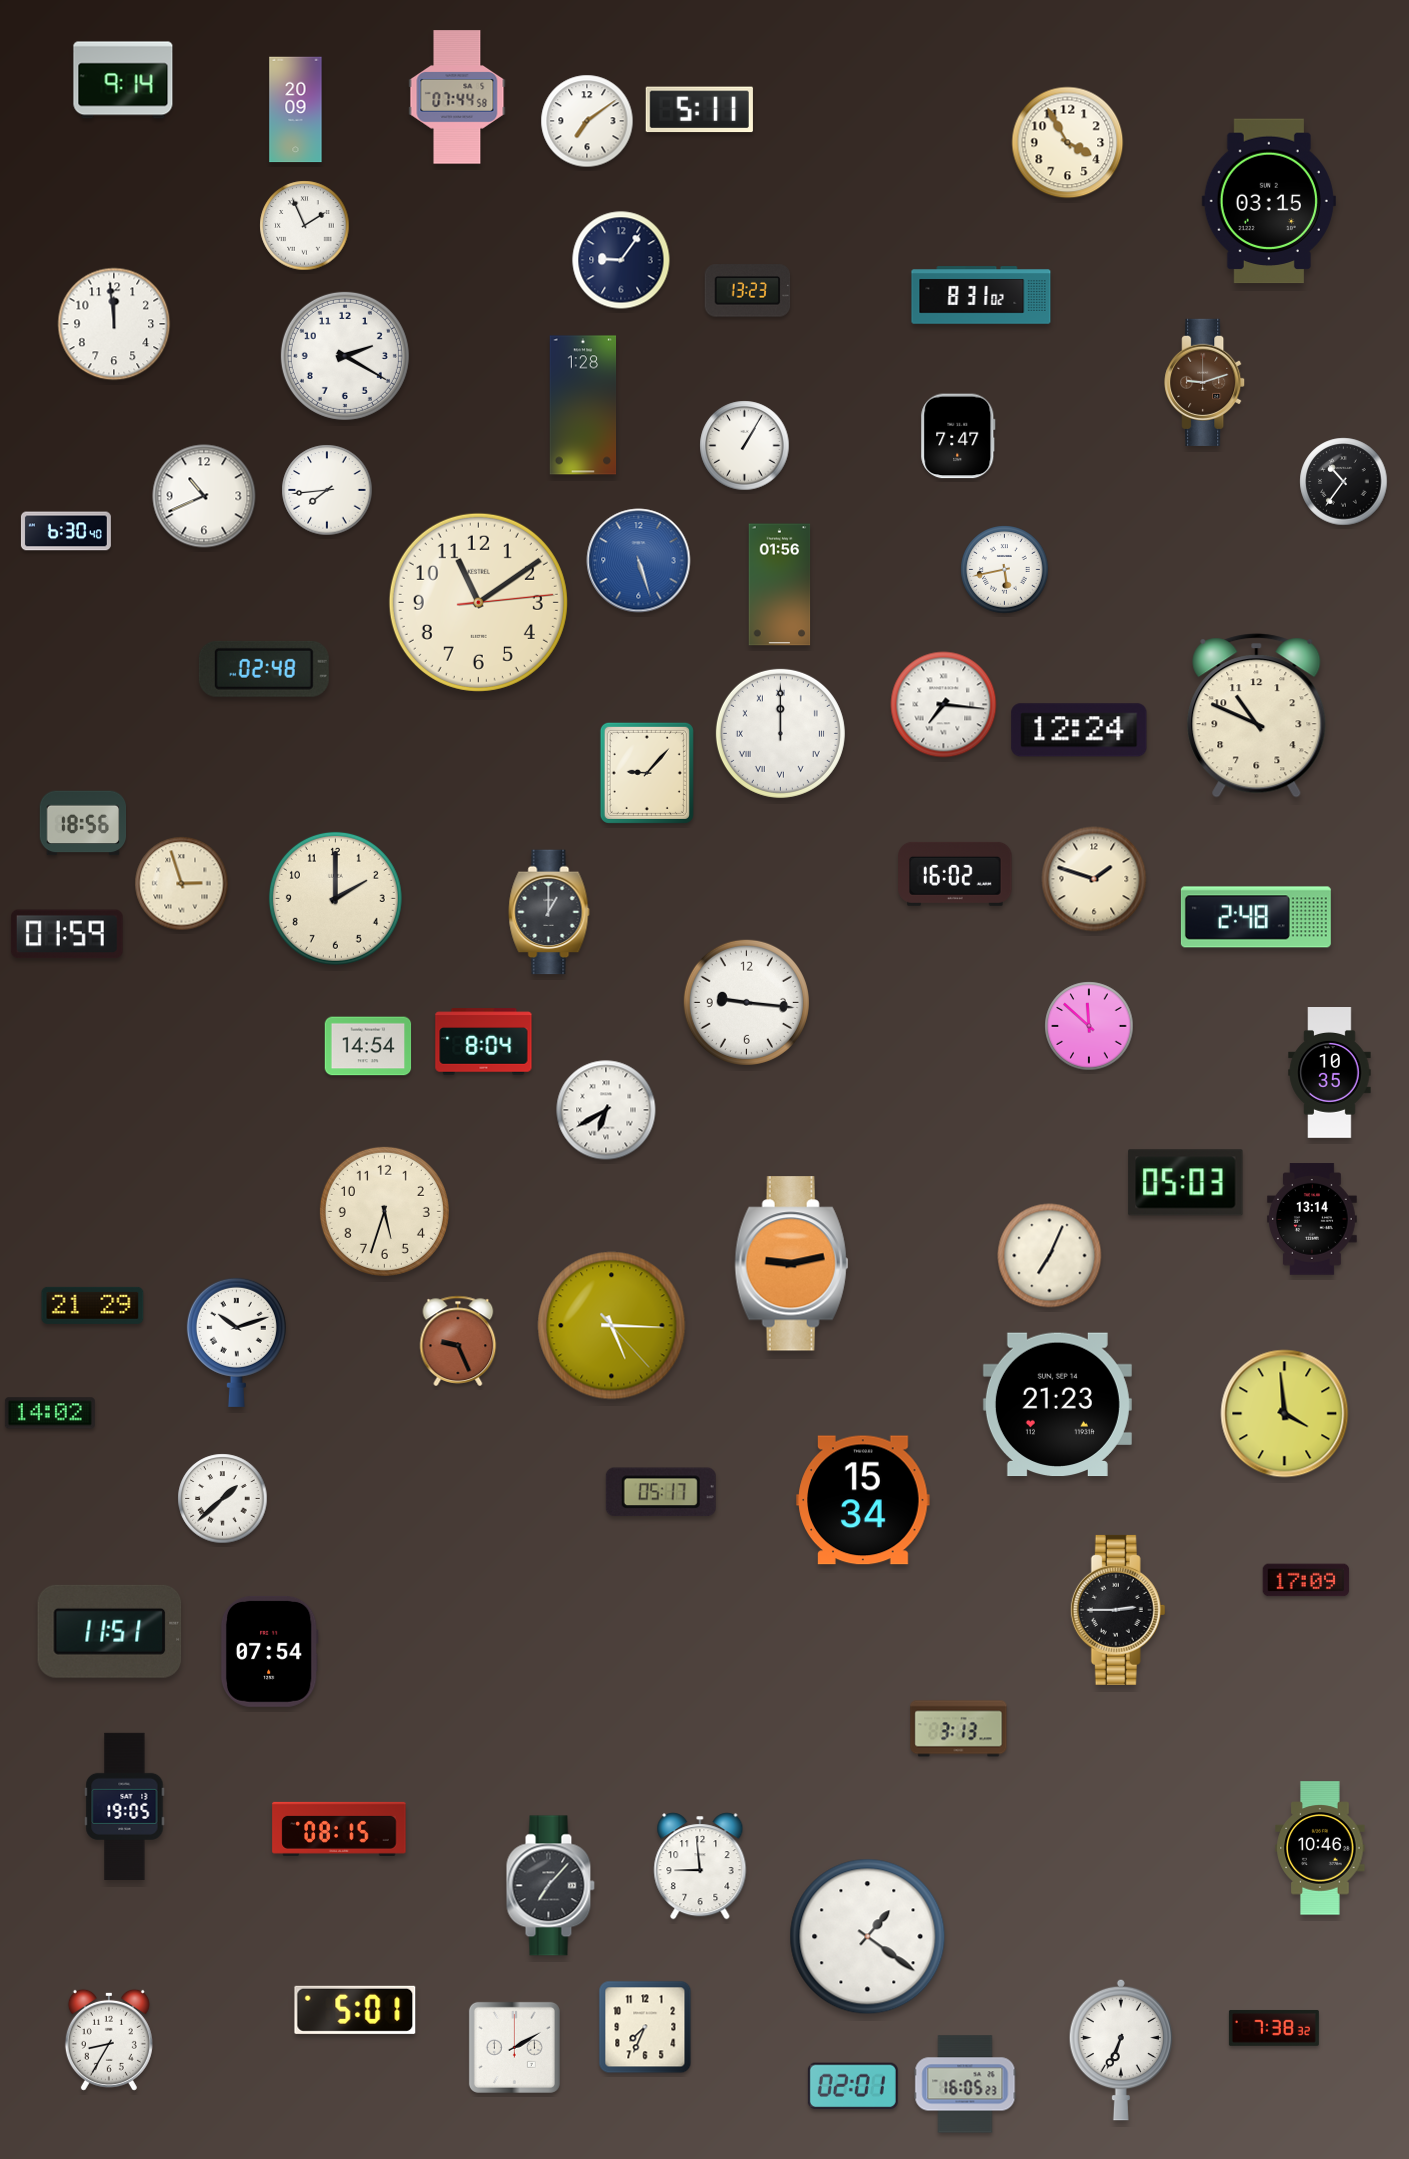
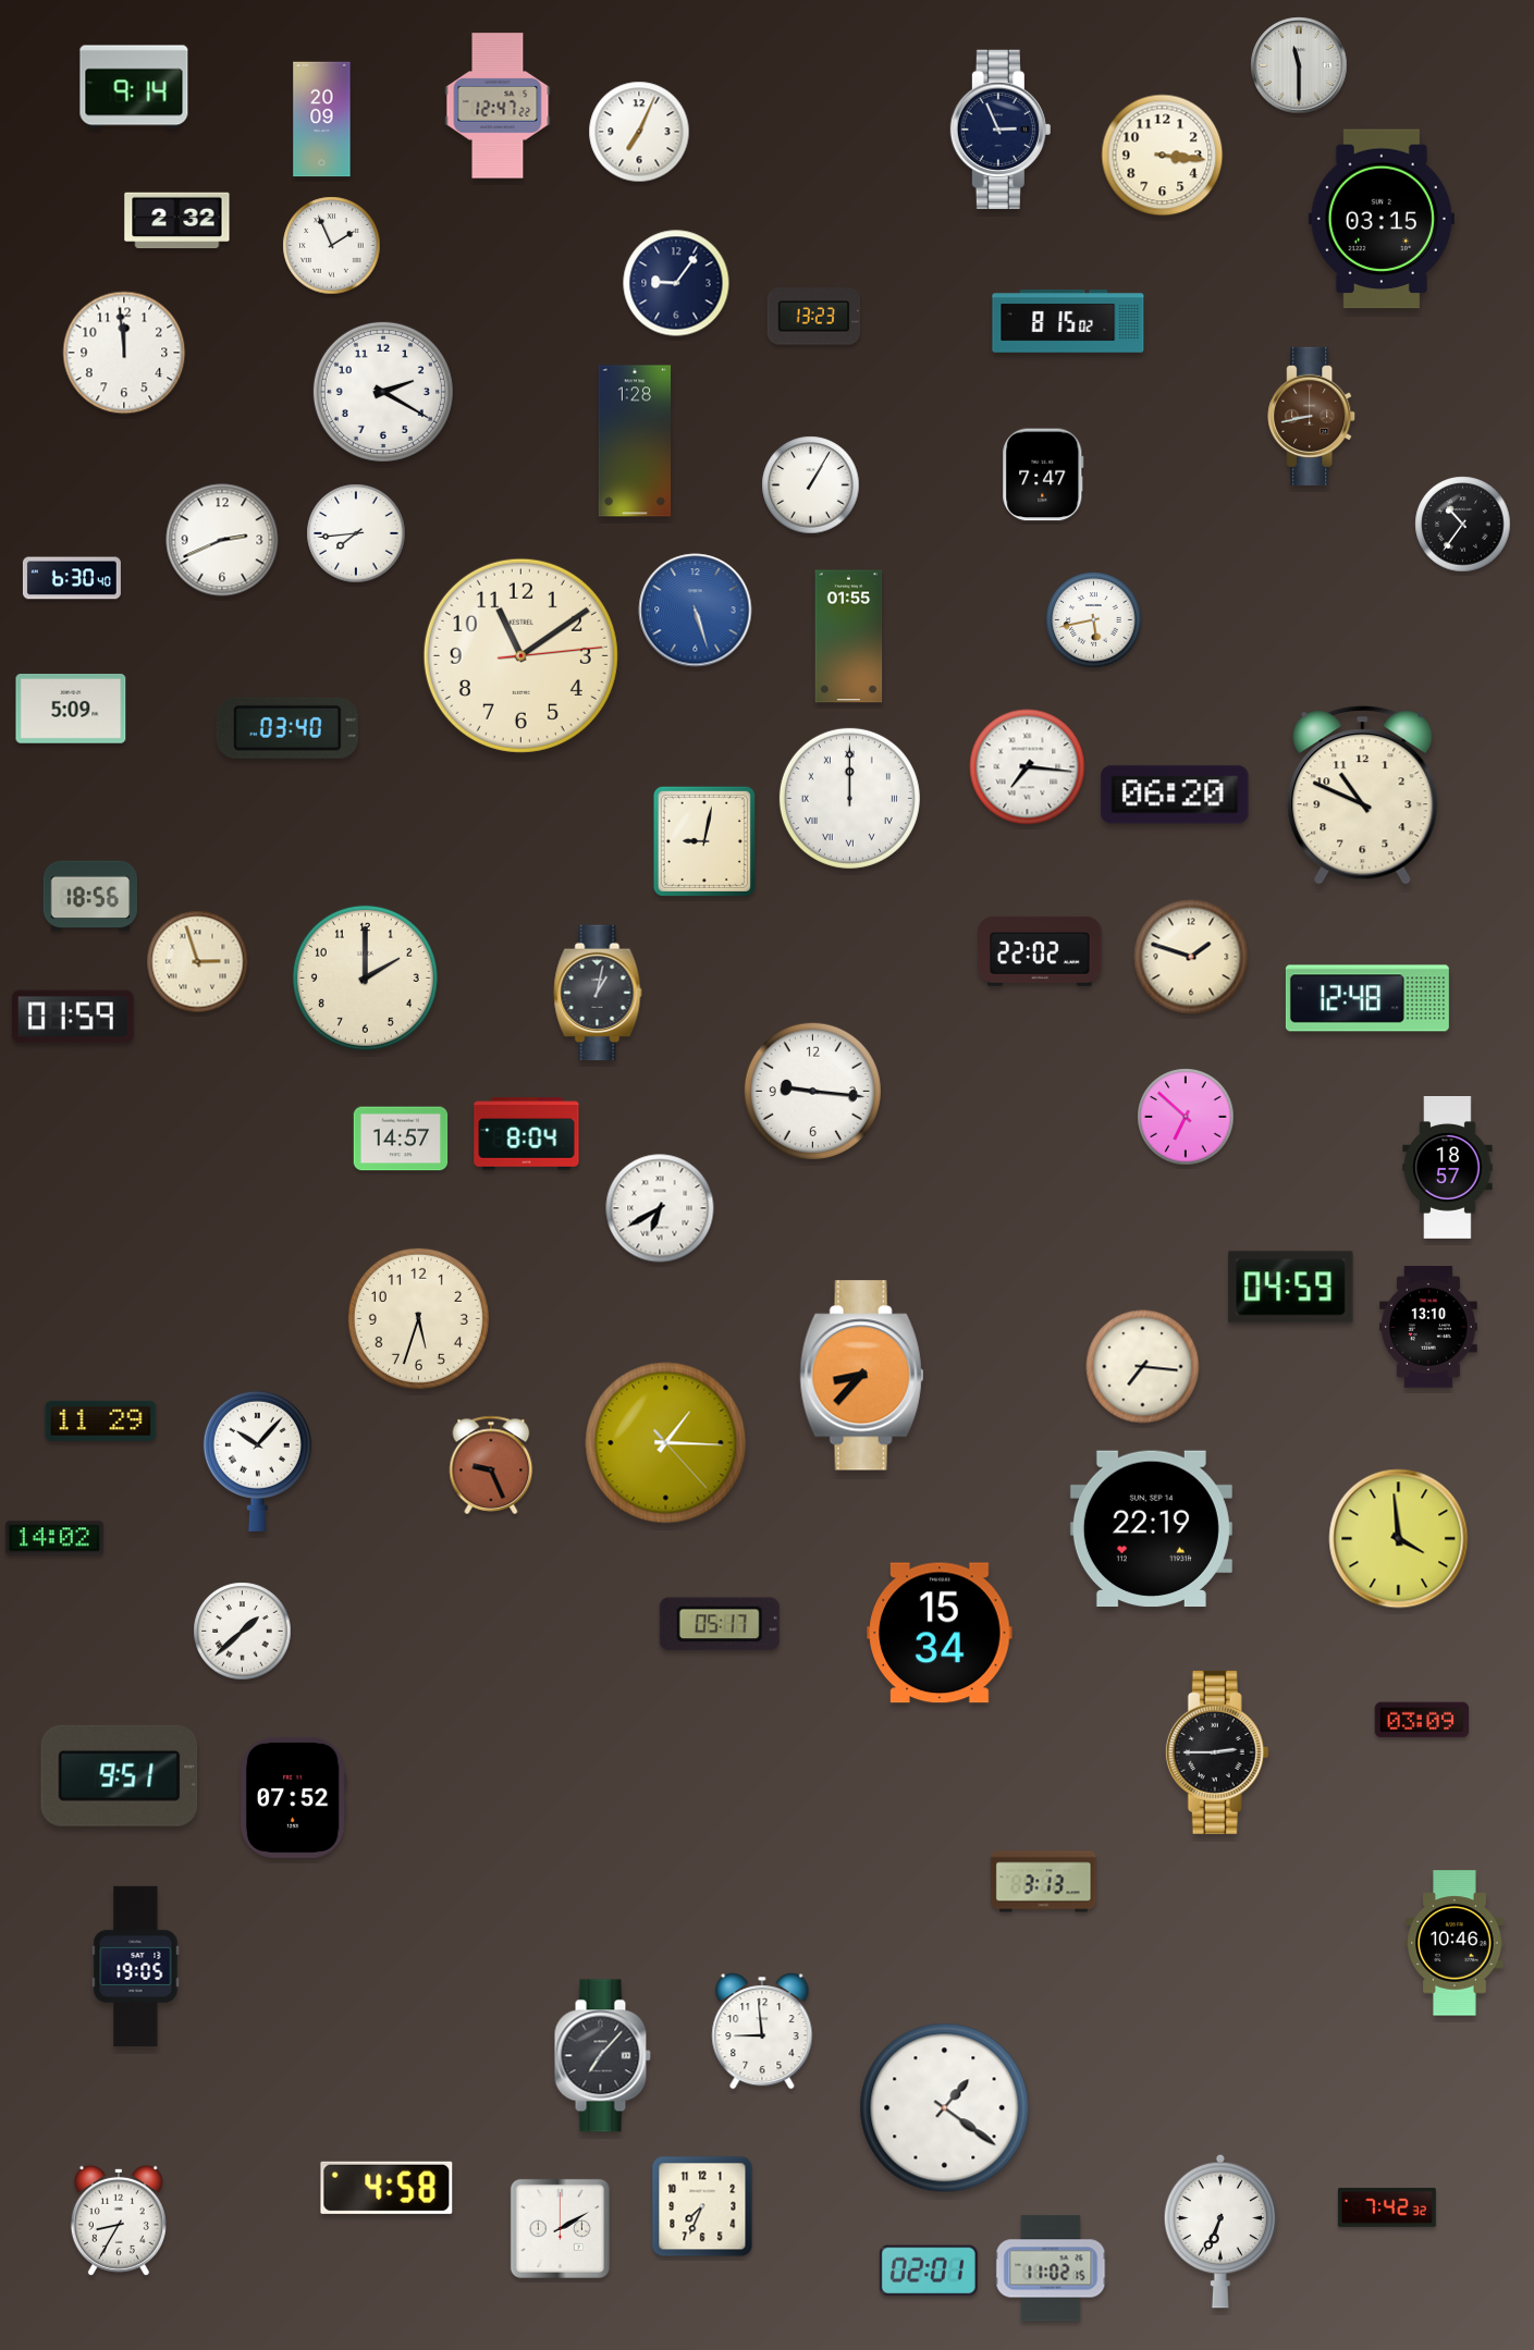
clock at (1299, 65): none -> 11:30
clock at (457, 97): 07:44 -> 12:47
clock at (699, 110): 5:11 -> none
clock at (1001, 128): none -> 2:56
clock at (587, 121): 7:09 -> 7:04
clock at (1068, 143): 3:55 -> 3:16
clock at (177, 221): none -> 2:32
clock at (981, 295): 8:31 -> 8:15
clock at (345, 356) position: (345, 356) -> (383, 392)
clock at (1205, 382): 9:12 -> 8:43
clock at (204, 496): 10:41 -> 2:41
clock at (780, 585): 01:56 -> 01:55
clock at (71, 710): none -> 5:09
clock at (264, 669): 02:48 -> 03:40
clock at (1257, 716) position: (1257, 716) -> (1363, 796)
clock at (1079, 730): 12:24 -> 06:20
clock at (647, 773): 9:07 -> 9:02
clock at (955, 874): 16:02 -> 22:02
clock at (549, 912): 1:00 -> 1:02
clock at (1256, 917): 2:48 -> 12:48
clock at (1089, 1026): 11:52 -> 6:52
clock at (368, 1046): 14:54 -> 14:57
clock at (1330, 1073): 10:35 -> 18:57
clock at (1186, 1183): 05:03 -> 04:59
clock at (1312, 1219): 13:14 -> 13:10
clock at (1050, 1256): 7:04 -> 7:16
clock at (792, 1264): 9:13 -> 8:37
clock at (93, 1305): 21:29 -> 11:29
clock at (612, 1326): 5:15 -> 1:15
clock at (458, 1341) position: (458, 1341) -> (491, 1465)
clock at (236, 1342): 10:12 -> 10:07
clock at (1057, 1405): 21:23 -> 22:19
clock at (1306, 1580): 17:09 -> 03:09
clock at (110, 1631): 11:51 -> 9:51
clock at (269, 1651): 07:54 -> 07:52
clock at (339, 1829): 08:15 -> none
clock at (1320, 1848) position: (1320, 1848) -> (1455, 1943)
clock at (550, 1886) position: (550, 1886) -> (602, 2056)
clock at (355, 2010): 5:01 -> 4:58
clock at (1274, 2028): 7:38 -> 7:42
clock at (965, 2084): 16:05 -> 11:02
